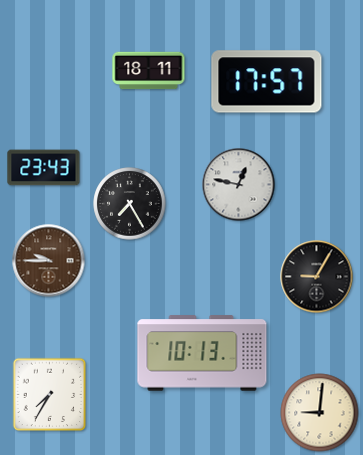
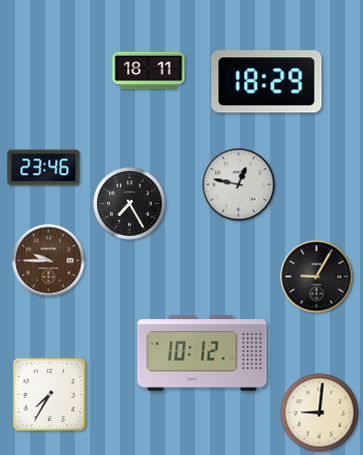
clock at (267, 82): 17:57 -> 18:29
clock at (44, 168): 23:43 -> 23:46
clock at (202, 353): 10:13 -> 10:12
